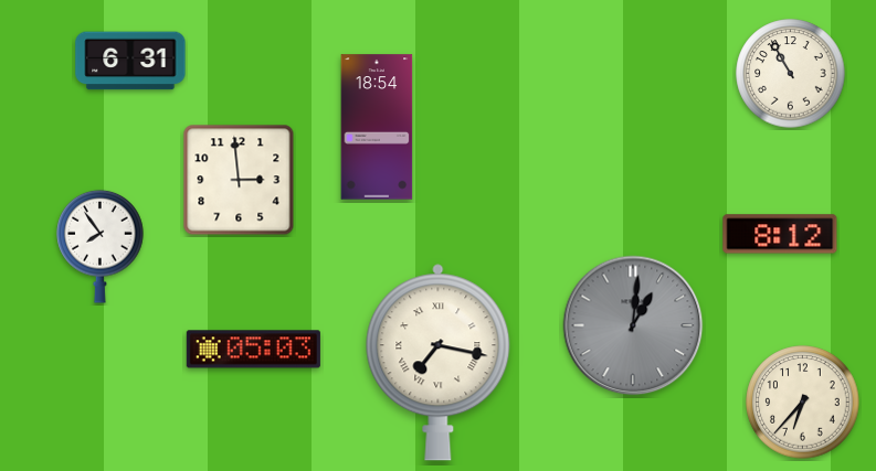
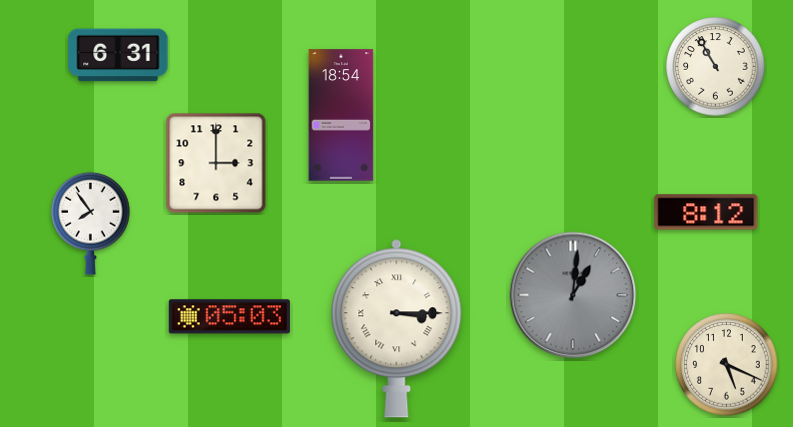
clock at (239, 180): 2:59 -> 3:00
clock at (439, 363): 7:17 -> 3:15
clock at (803, 403): 6:37 -> 5:19
